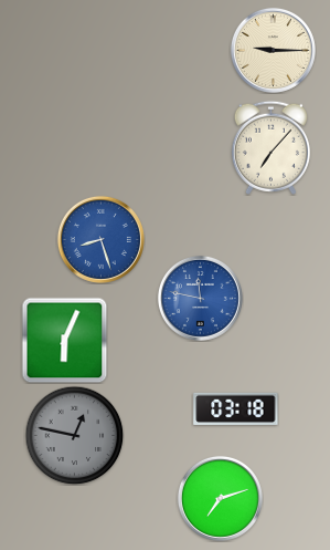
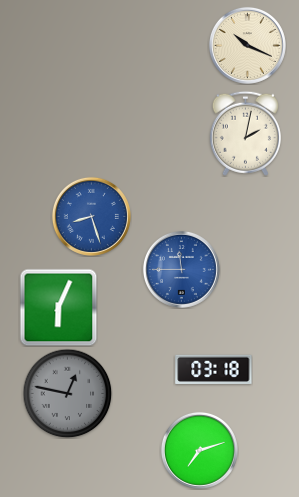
clock at (273, 50): 9:15 -> 10:19
clock at (270, 147): 7:07 -> 2:02
clock at (200, 298): 11:47 -> 11:45
